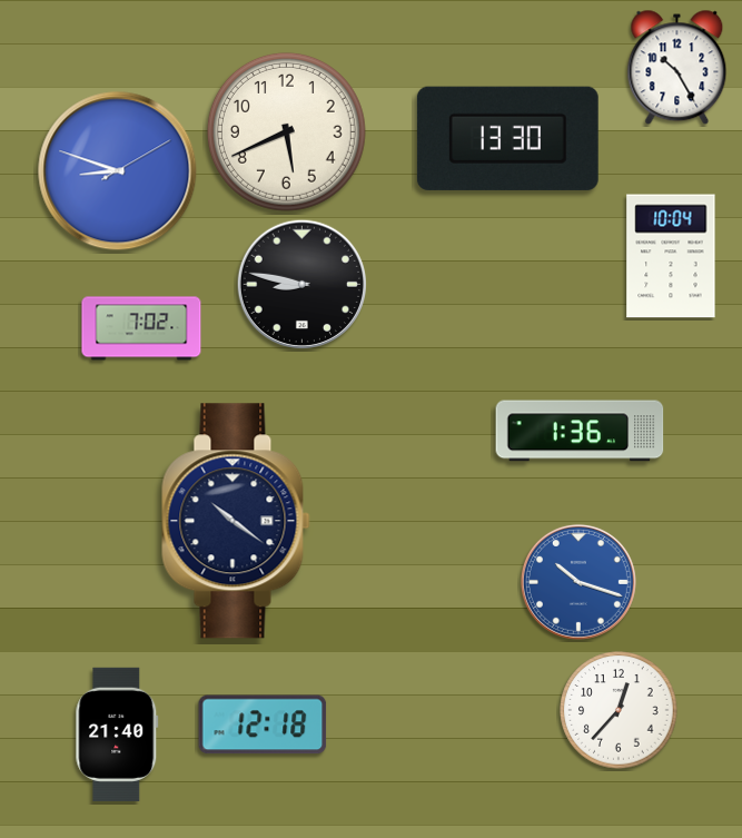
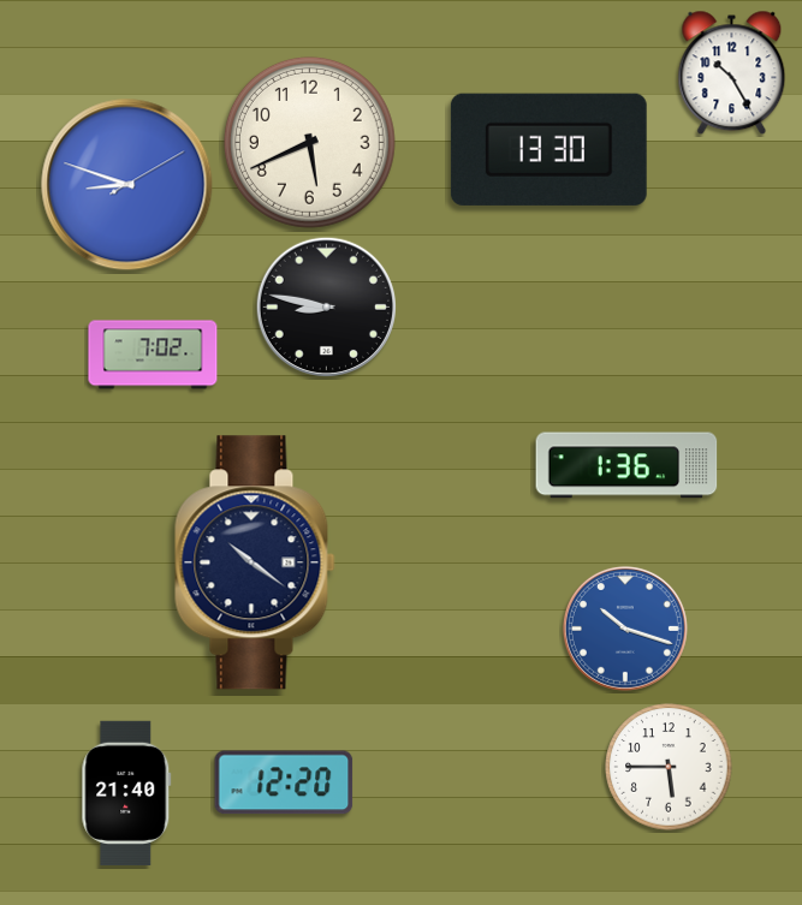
clock at (671, 256): 10:04 -> none
clock at (619, 710): 12:37 -> 5:45
clock at (263, 724): 12:18 -> 12:20
